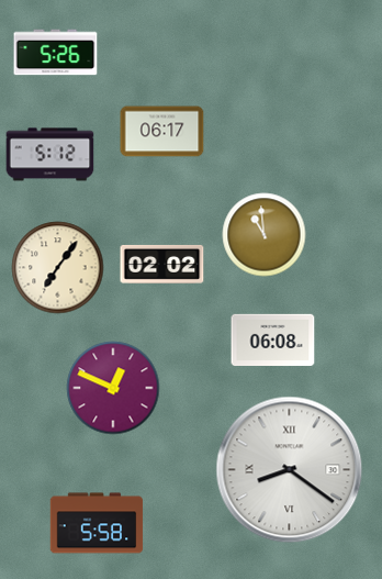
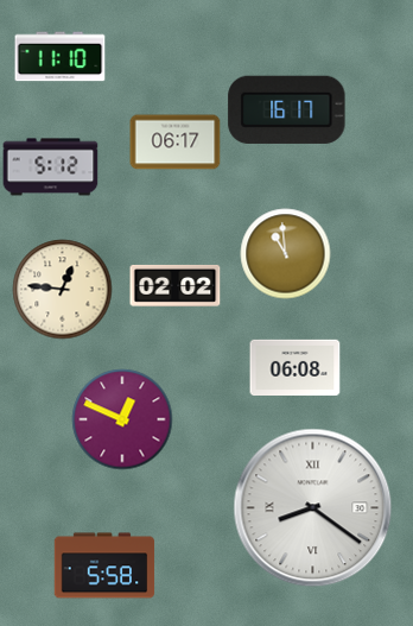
clock at (56, 53): 5:26 -> 11:10
clock at (287, 109): none -> 16:17
clock at (50, 155) position: (50, 155) -> (51, 167)
clock at (58, 268): 7:06 -> 12:46
